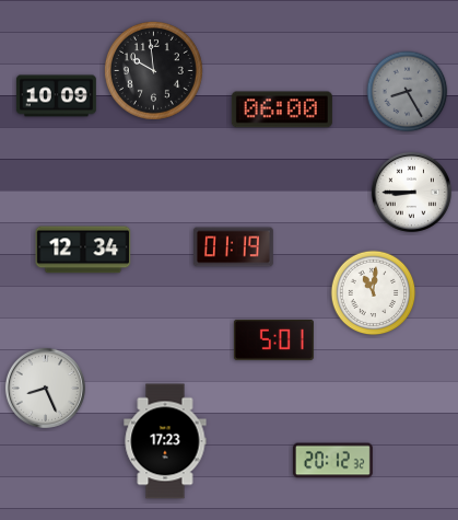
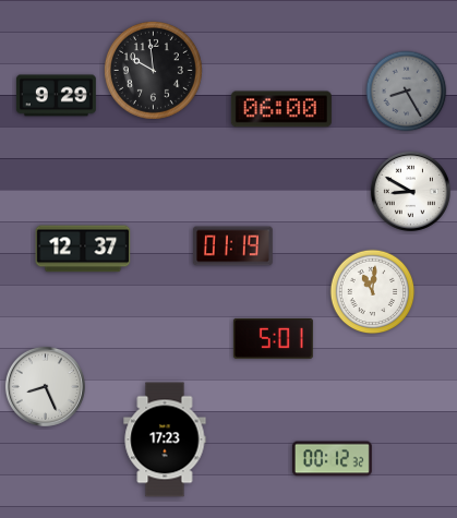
clock at (56, 96): 10:09 -> 9:29
clock at (411, 192): 8:45 -> 8:50
clock at (83, 250): 12:34 -> 12:37
clock at (332, 461): 20:12 -> 00:12
